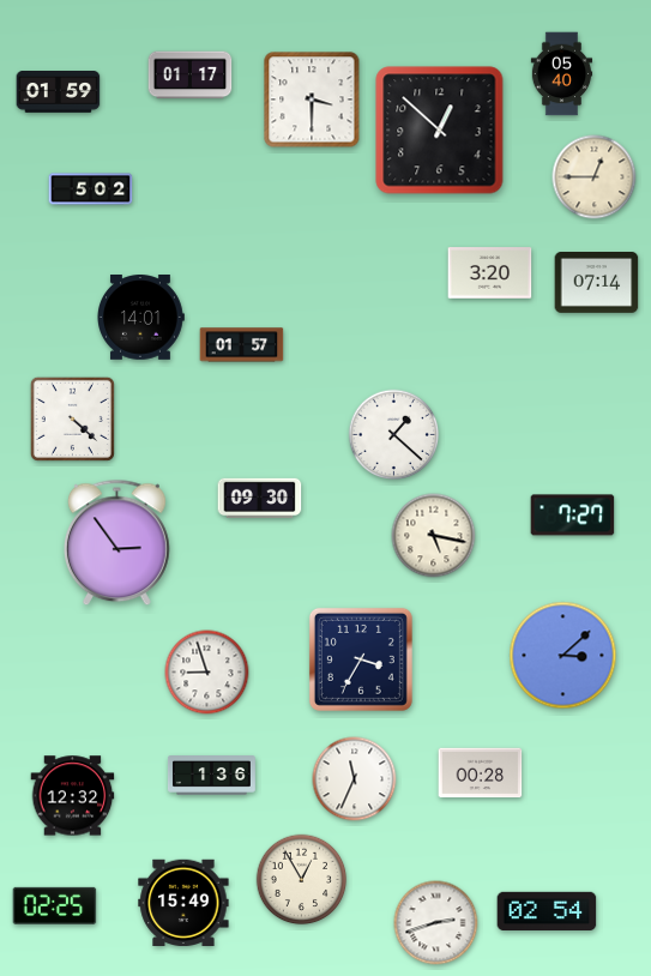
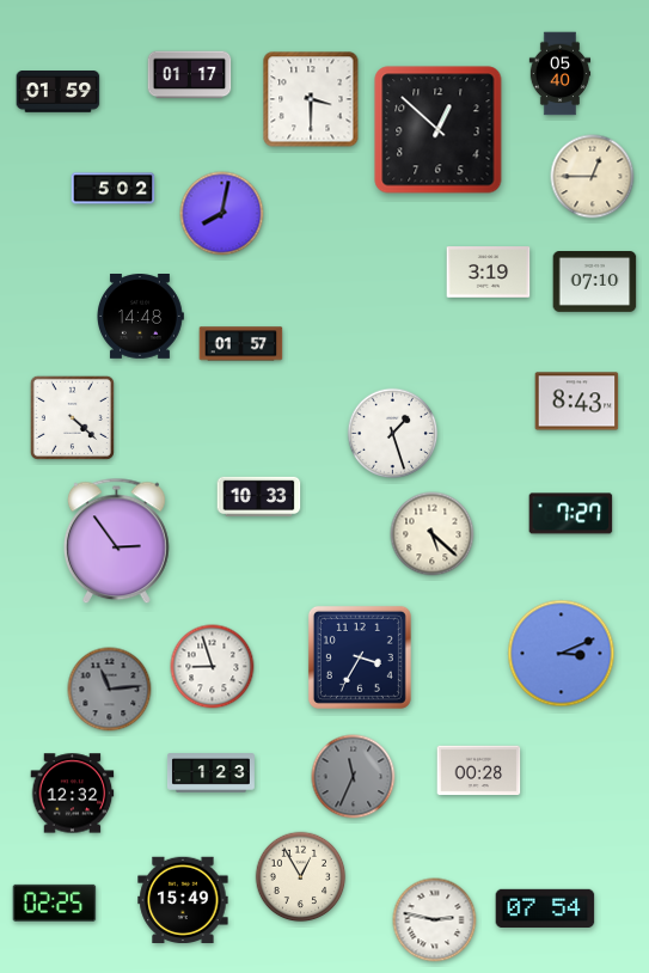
clock at (91, 189) position: (91, 189) -> (114, 189)
clock at (222, 214): none -> 8:02
clock at (490, 273): 3:20 -> 3:19
clock at (597, 283): 07:14 -> 07:10
clock at (141, 318): 14:01 -> 14:48
clock at (577, 402): none -> 8:43
clock at (394, 435): 1:22 -> 1:27
clock at (260, 498): 09:30 -> 10:33
clock at (434, 536): 5:17 -> 5:22
clock at (563, 656): 3:08 -> 3:11
clock at (207, 673) position: (207, 673) -> (213, 667)
clock at (110, 690): none -> 11:14
clock at (211, 776): 1:36 -> 1:23
clock at (355, 779) dial: white -> grey
clock at (547, 910): 02:54 -> 07:54
clock at (436, 923): 2:42 -> 2:47
